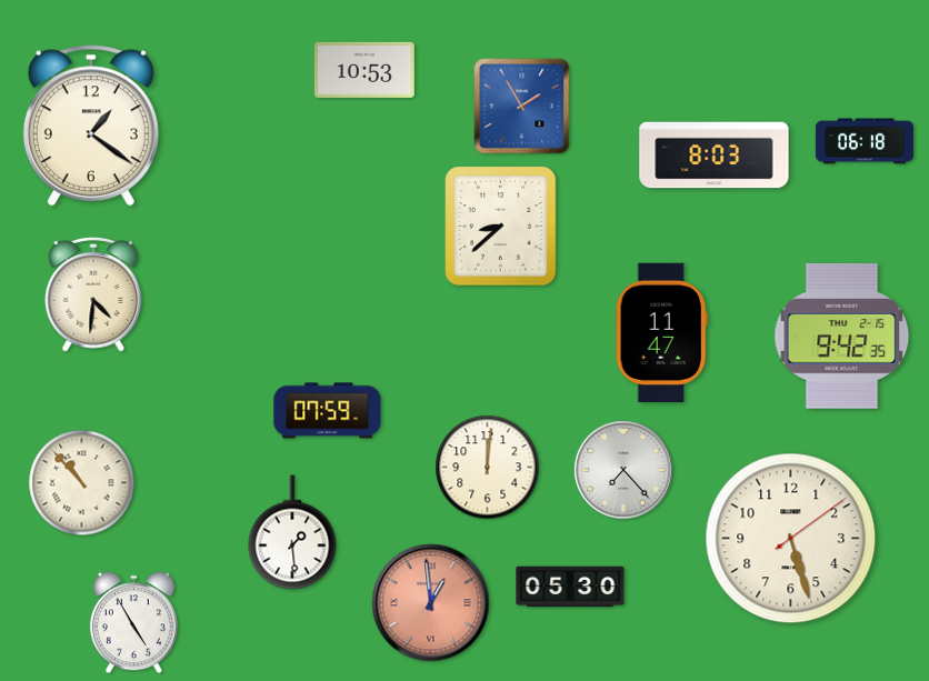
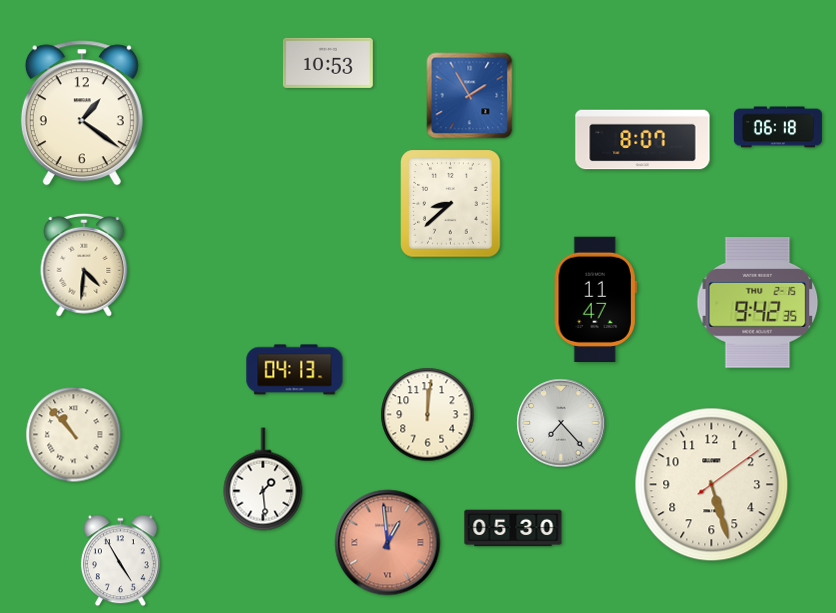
clock at (715, 156): 8:03 -> 8:07
clock at (328, 411): 07:59 -> 04:13
clock at (488, 468) position: (488, 468) -> (428, 415)
